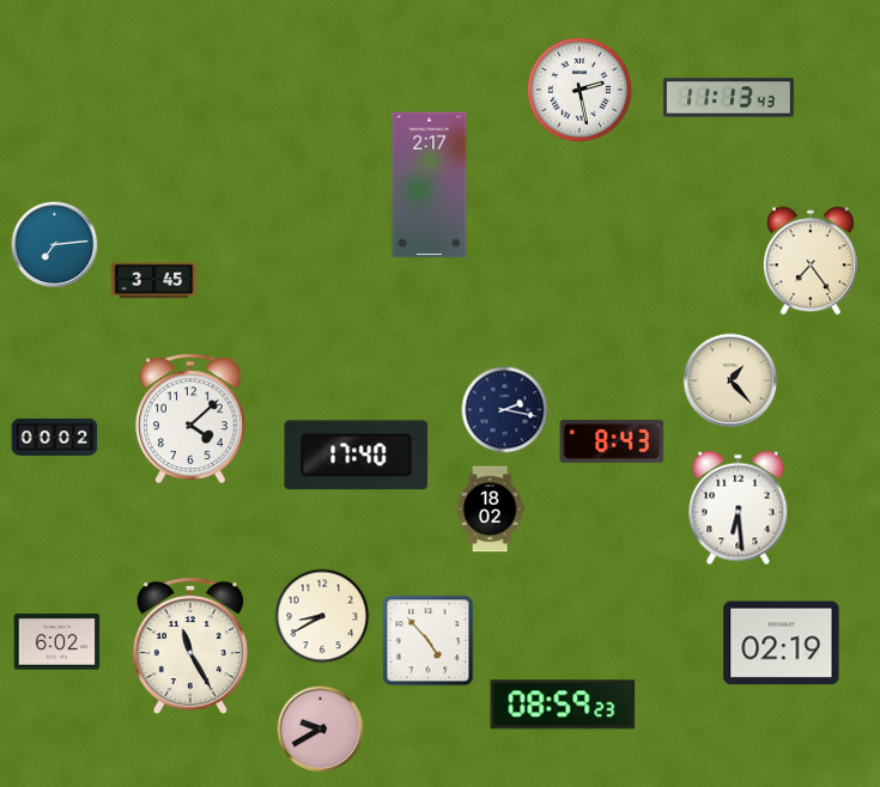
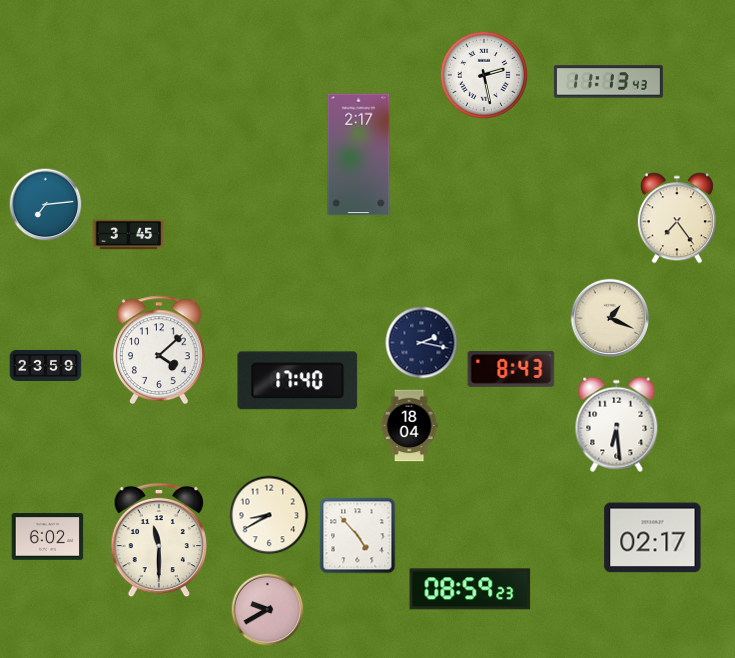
clock at (730, 380): 1:23 -> 1:19
clock at (55, 437): 00:02 -> 23:59
clock at (490, 510): 18:02 -> 18:04
clock at (782, 643): 02:19 -> 02:17
clock at (189, 646): 11:25 -> 11:30
